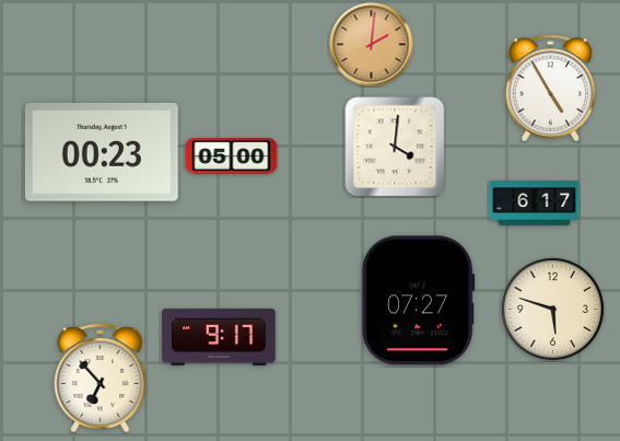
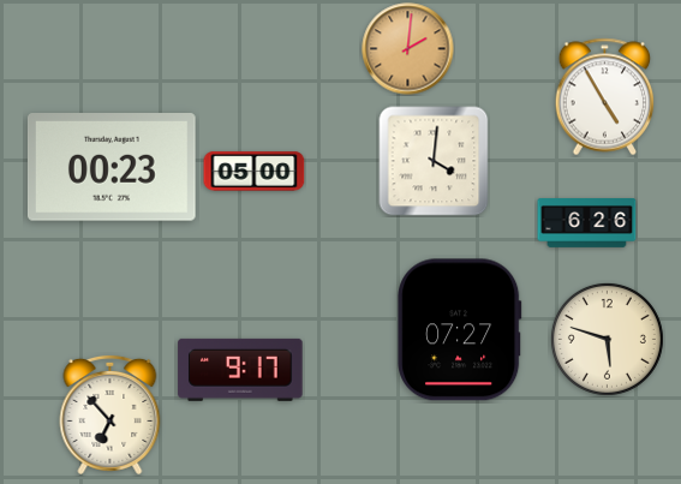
clock at (535, 204): 6:17 -> 6:26
